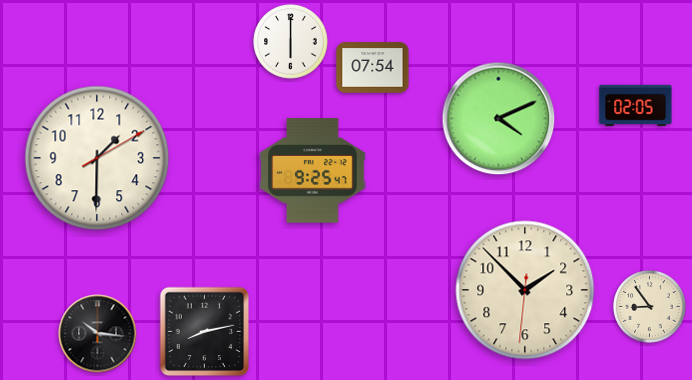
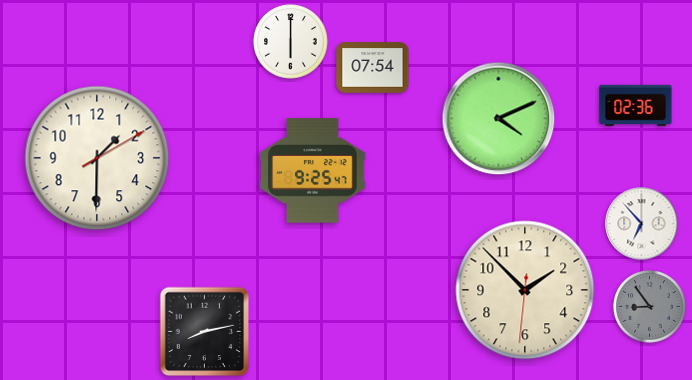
clock at (636, 105): 02:05 -> 02:36
clock at (642, 224): none -> 6:53
clock at (650, 307) dial: cream -> grey
clock at (98, 334): 10:16 -> none
